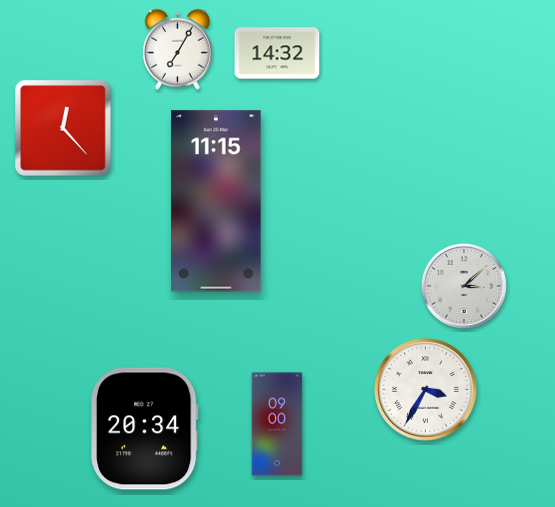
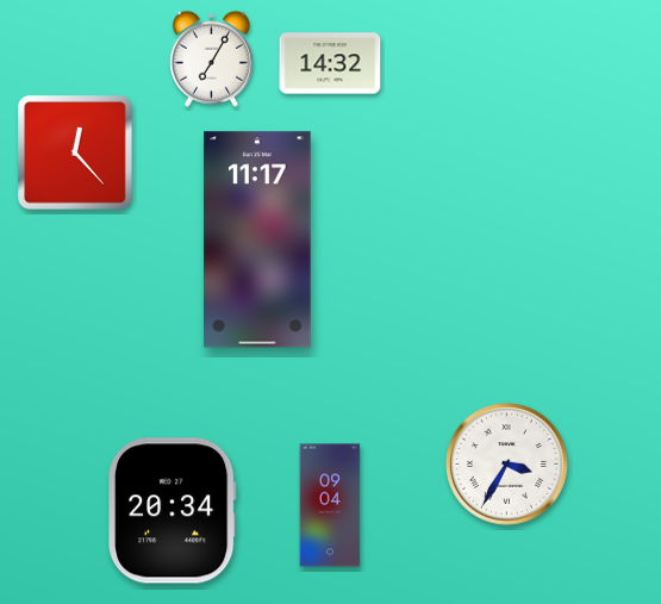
clock at (216, 201): 11:15 -> 11:17
clock at (464, 286): 3:08 -> none
clock at (277, 424): 09:00 -> 09:04
